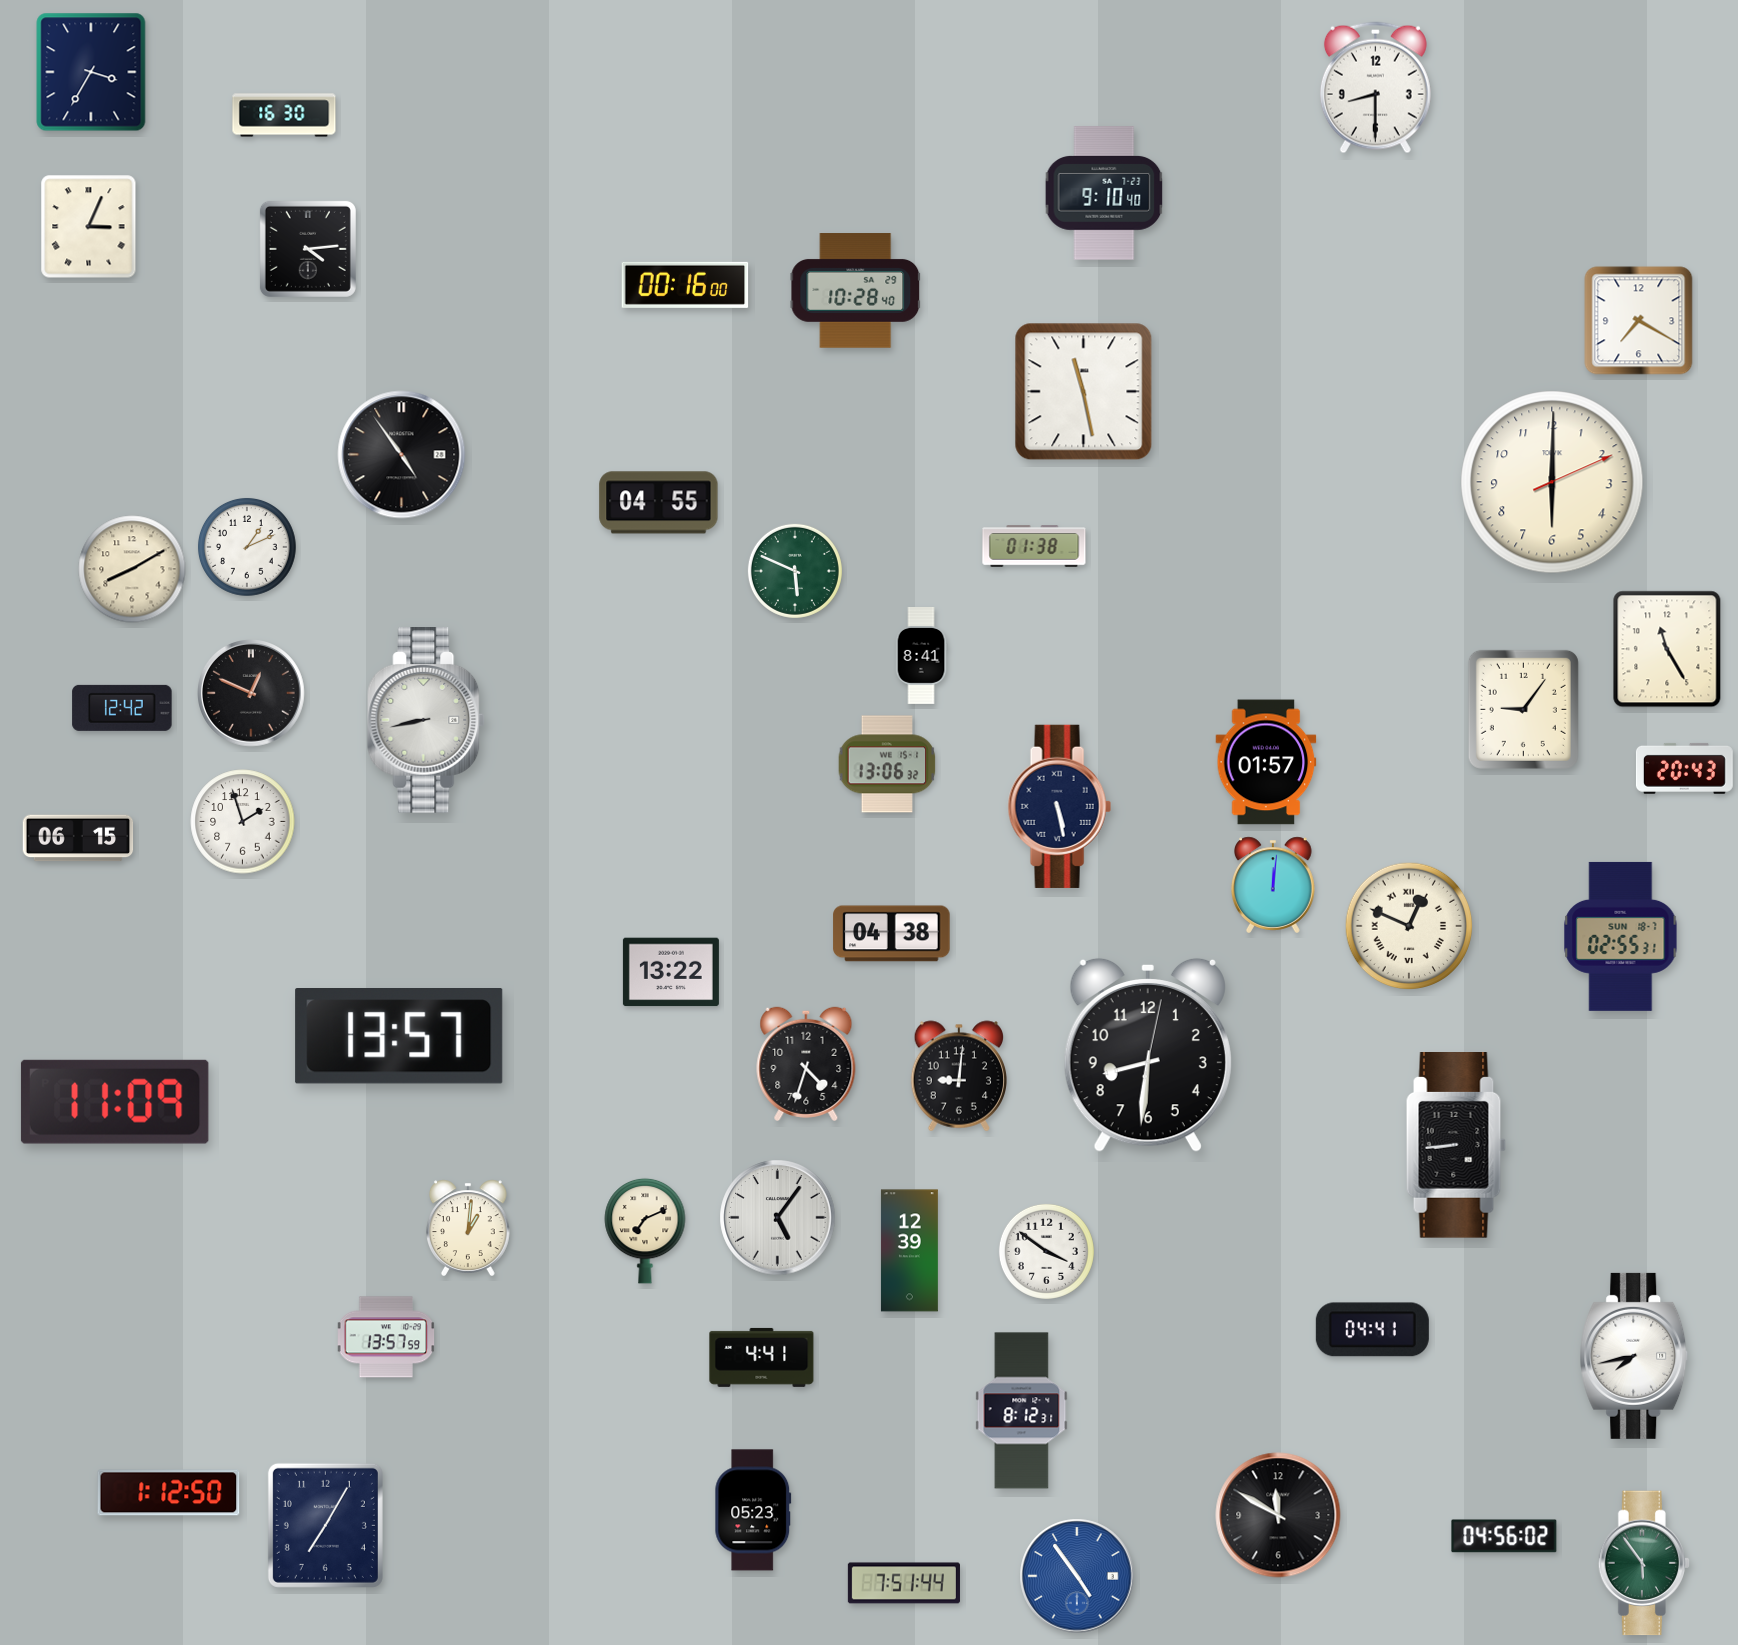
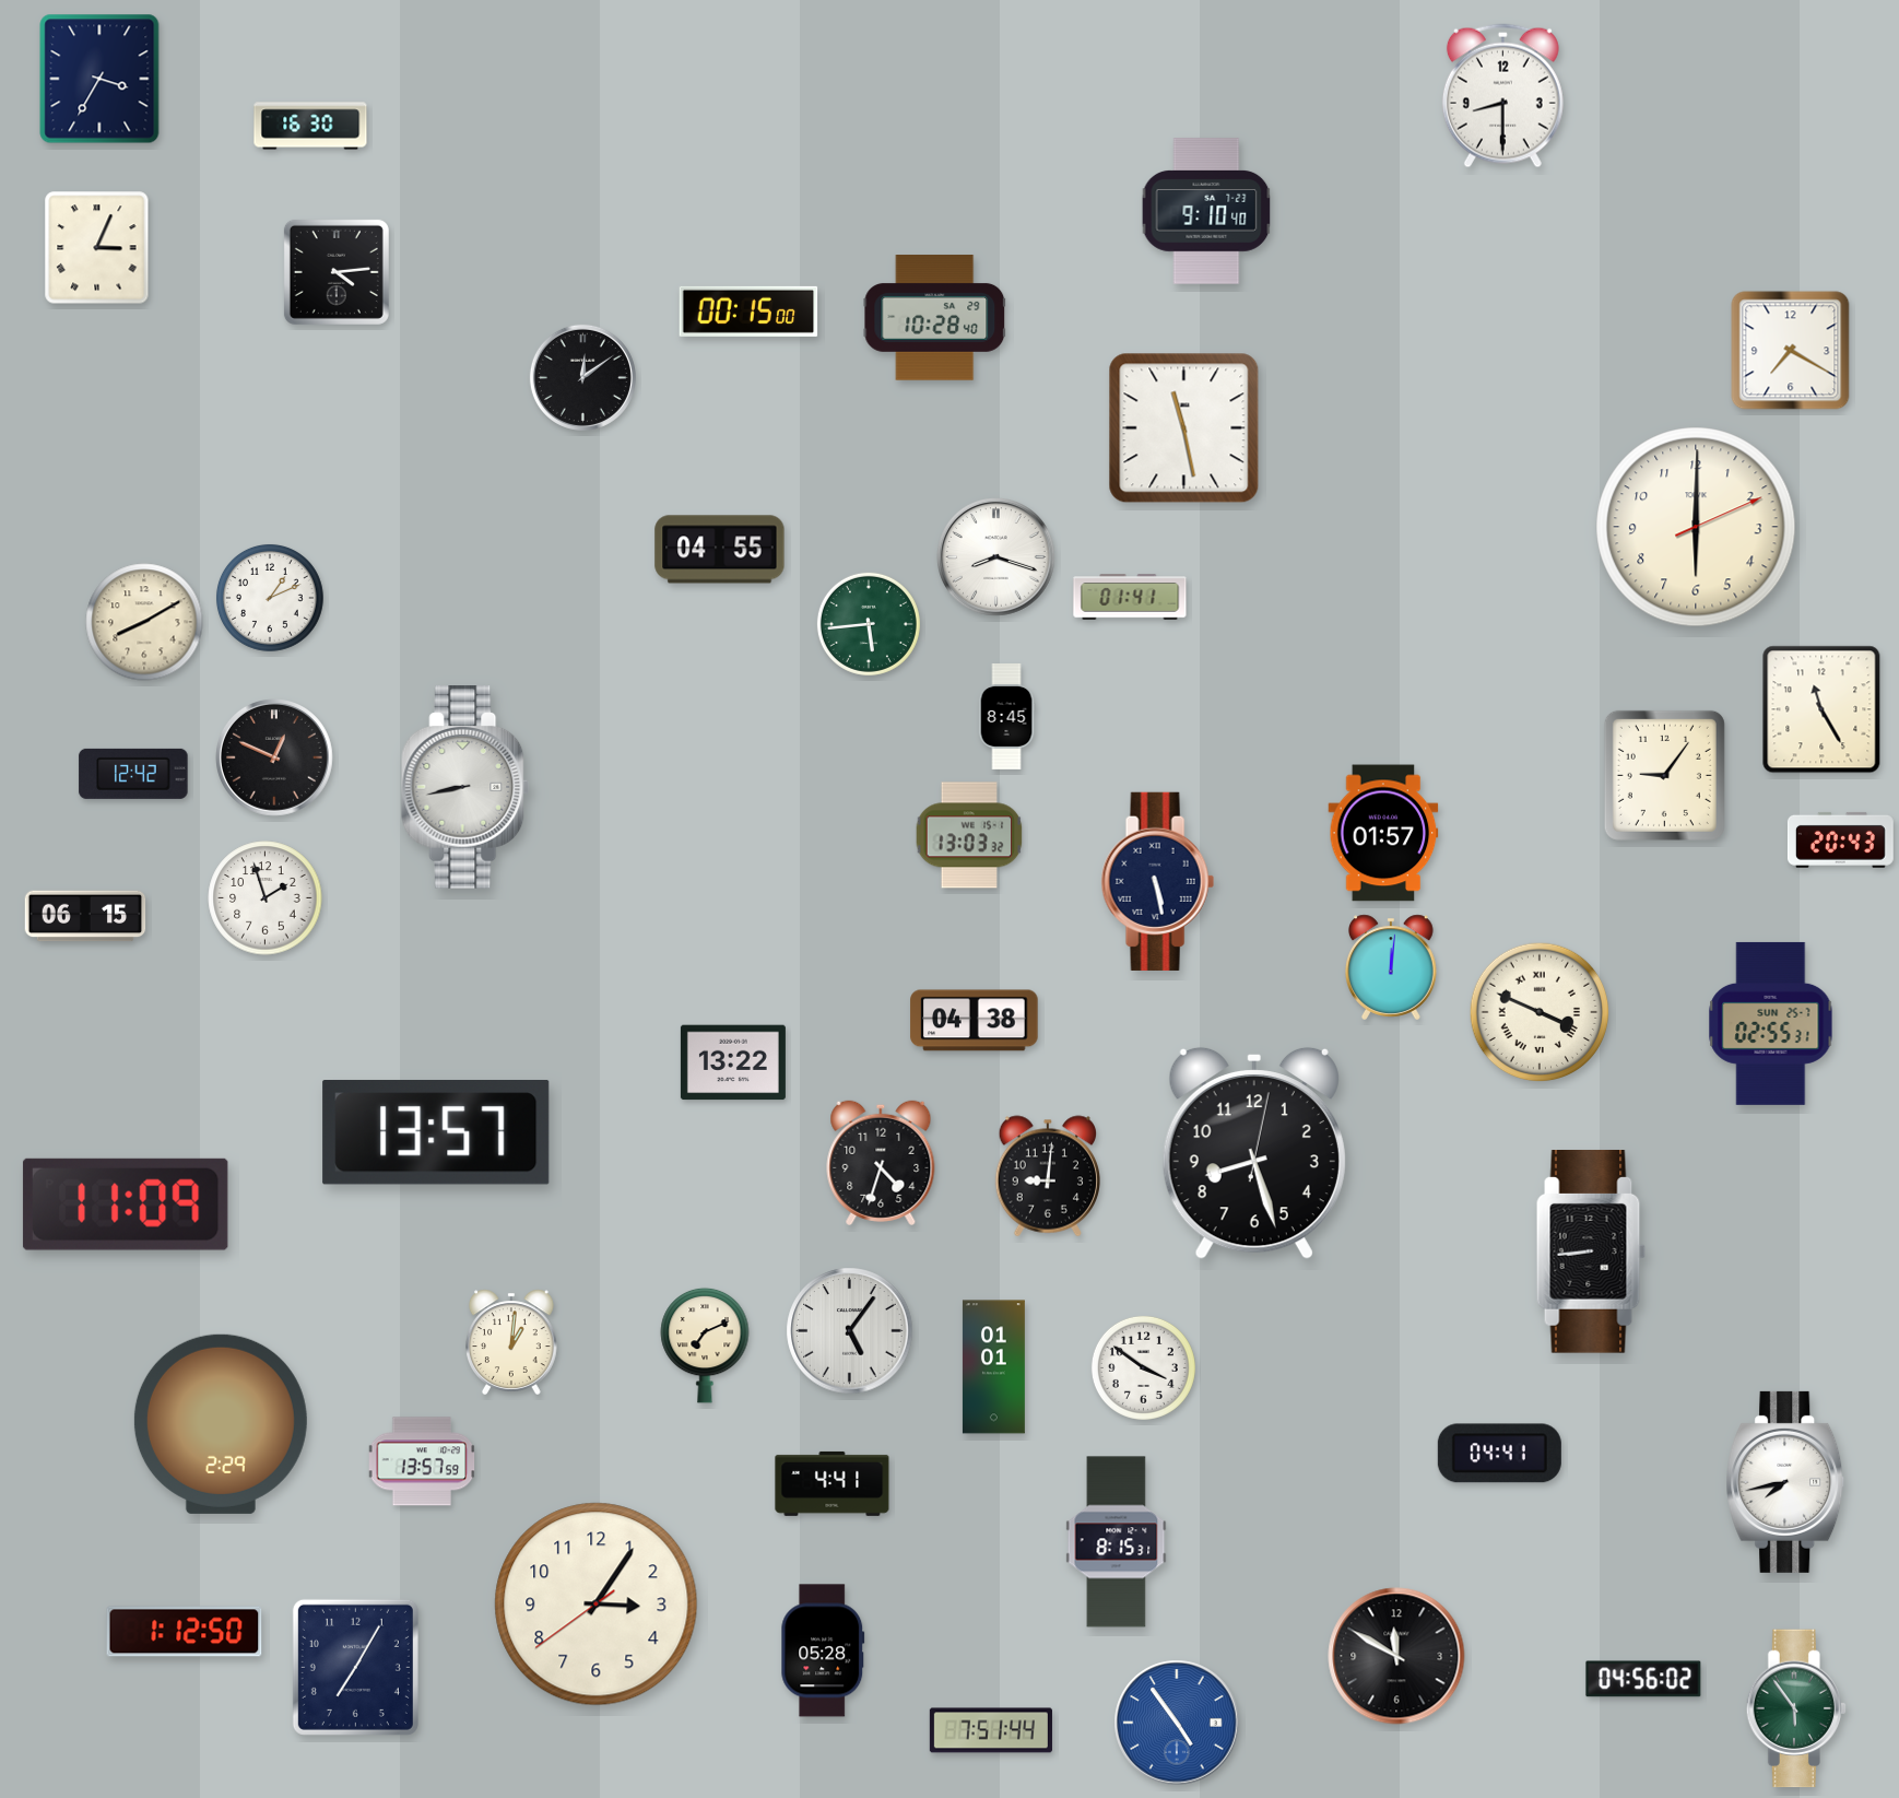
clock at (685, 285): 00:16 -> 00:15
clock at (582, 377): none -> 12:09
clock at (402, 455): 4:54 -> none
clock at (996, 557): none -> 8:18
clock at (1034, 546): 01:38 -> 01:41
clock at (795, 571): 5:49 -> 5:44
clock at (921, 656): 8:41 -> 8:45
clock at (887, 764): 13:06 -> 13:03
clock at (1409, 926): 12:49 -> 3:49
clock at (1621, 936) date: SUN 18-7 -> SUN 25-7
clock at (1148, 1055): 8:31 -> 8:27
clock at (909, 1251): 12:39 -> 01:01
clock at (221, 1424): none -> 2:29
clock at (1022, 1411): 8:12 -> 8:15
clock at (597, 1605): none -> 3:05
clock at (753, 1510): 05:23 -> 05:28
clock at (904, 1583) position: (904, 1583) -> (991, 1730)
